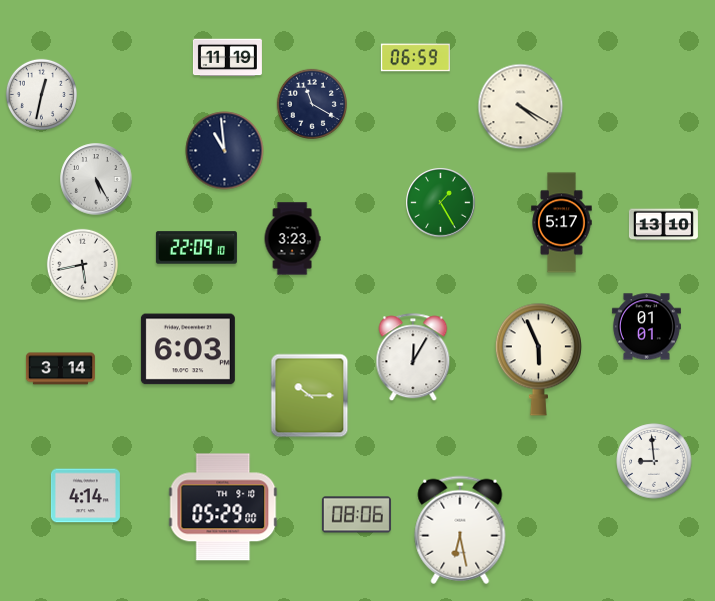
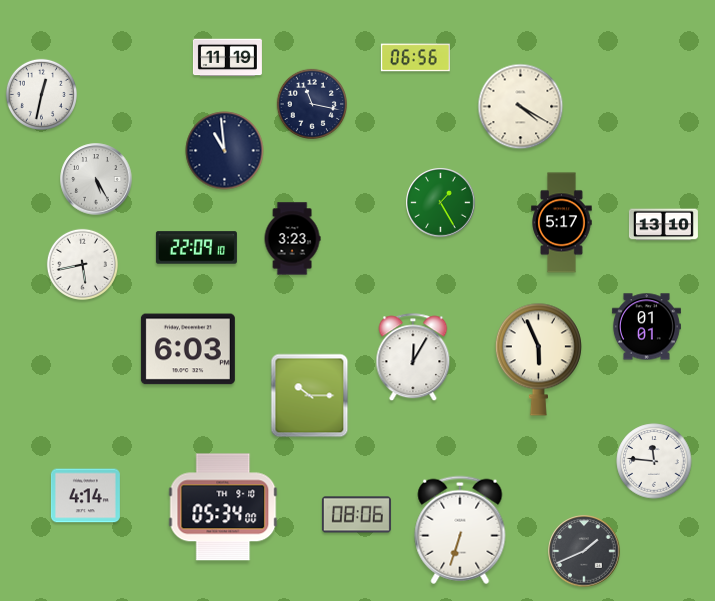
clock at (415, 58): 06:59 -> 06:56
clock at (311, 103): 11:20 -> 11:17
clock at (60, 369): 3:14 -> none
clock at (654, 461): 8:59 -> 11:46
clock at (223, 507): 05:29 -> 05:34
clock at (460, 530): 6:28 -> 6:33
clock at (584, 551): none -> 1:41
